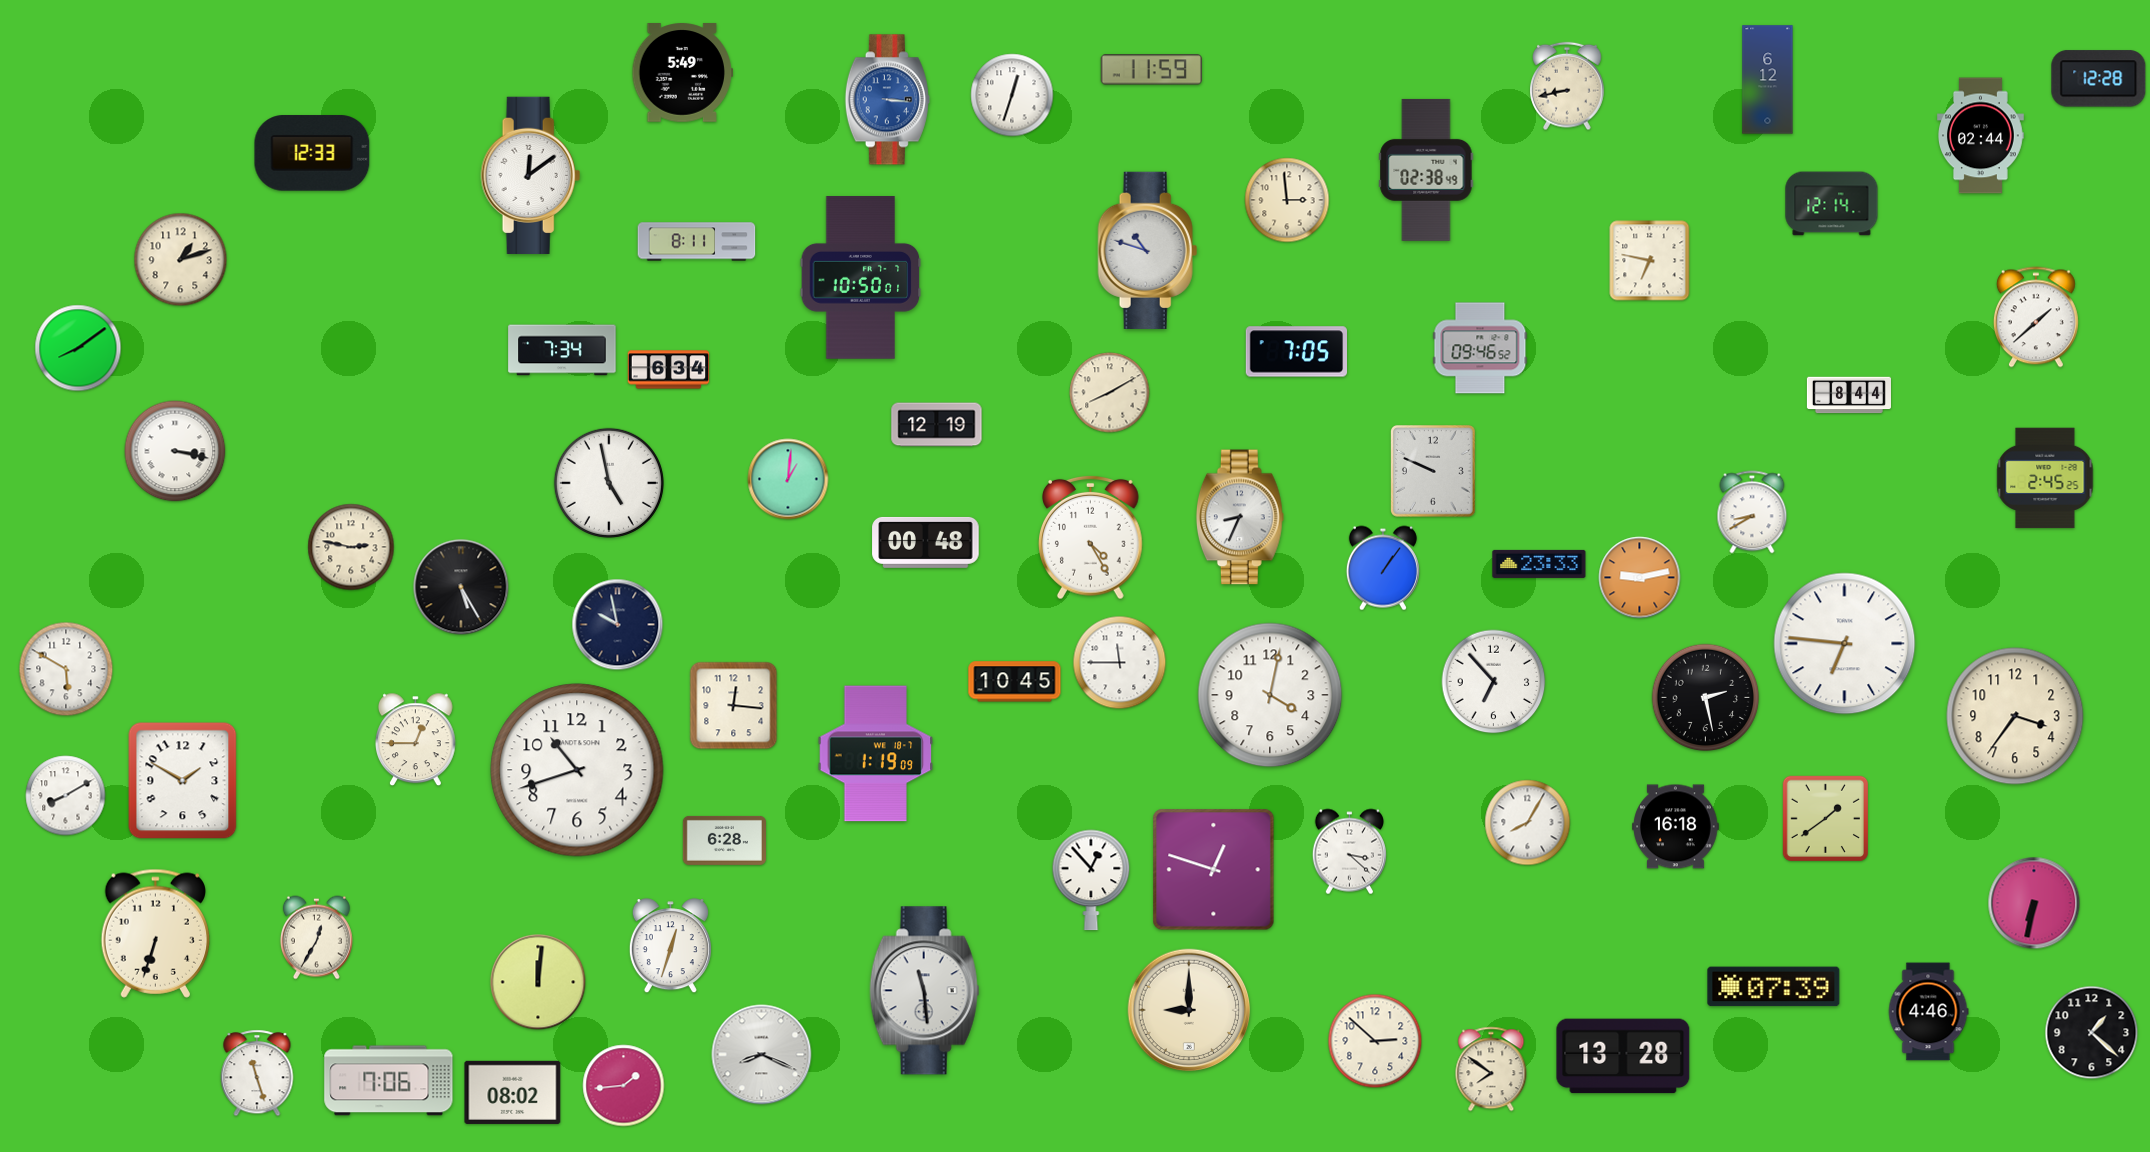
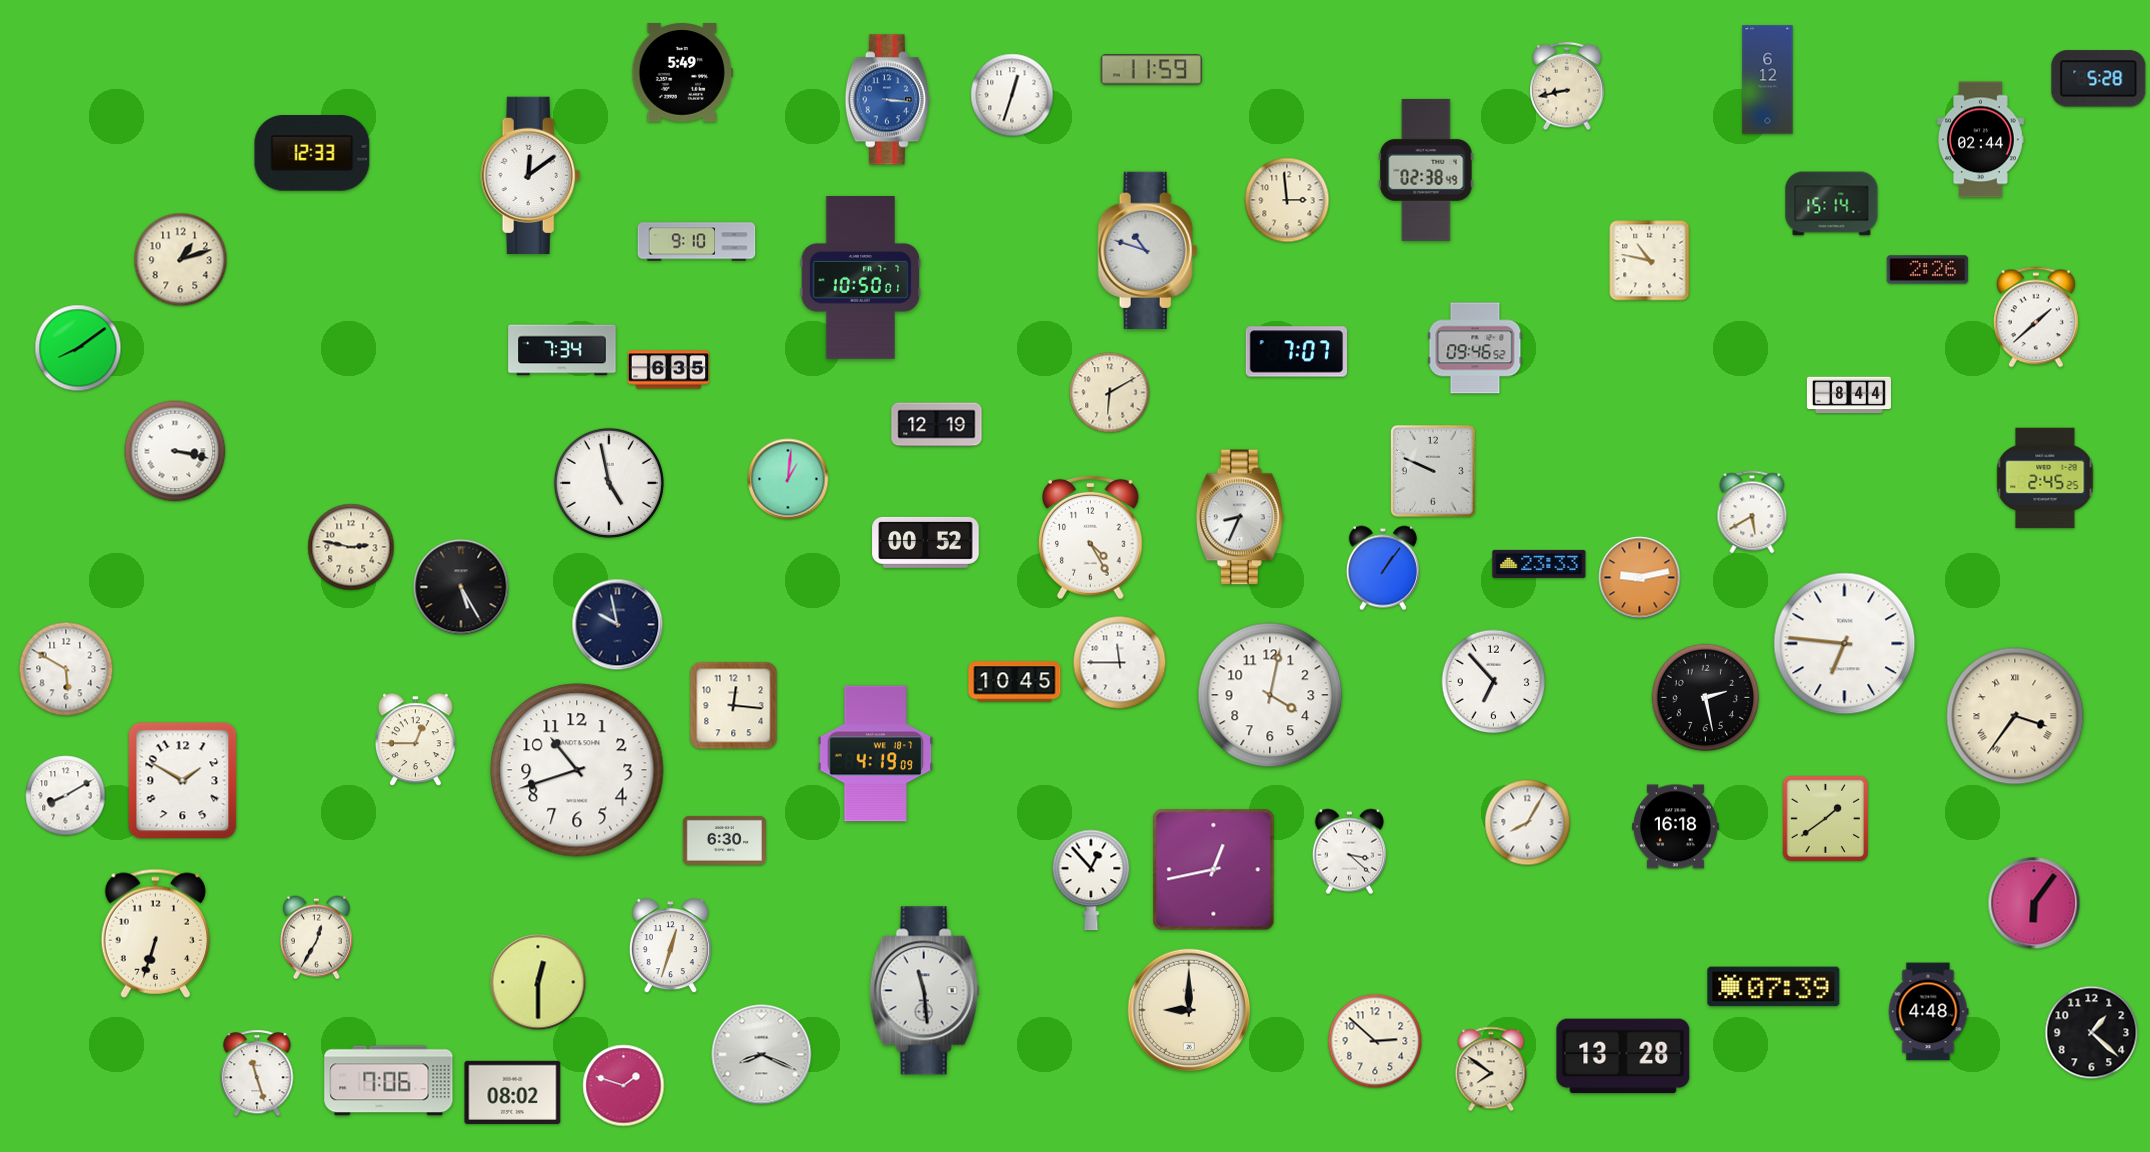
clock at (2099, 79): 12:28 -> 5:28
clock at (1981, 136) position: (1981, 136) -> (1981, 140)
clock at (1832, 204): 12:14 -> 15:14
clock at (697, 242): 8:11 -> 9:10
clock at (1650, 261): 6:47 -> 10:47
clock at (1928, 270): none -> 2:26
clock at (1480, 348) position: (1480, 348) -> (1475, 348)
clock at (1296, 352): 7:05 -> 7:07
clock at (669, 370): 6:34 -> 6:35
clock at (1110, 393): 8:10 -> 6:10
clock at (1752, 512): 8:40 -> 5:40
clock at (926, 542): 00:48 -> 00:52
clock at (2015, 716) numerals: Arabic -> Roman
clock at (876, 754): 1:19 -> 4:19
clock at (724, 840): 6:28 -> 6:30
clock at (1214, 870): 12:48 -> 12:43
clock at (2034, 903): 6:32 -> 6:06
clock at (538, 982): 12:01 -> 12:30
clock at (1928, 1012): 4:46 -> 4:48
clock at (624, 1086): 1:44 -> 1:48
